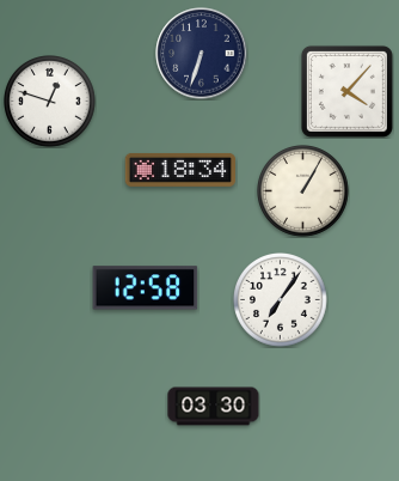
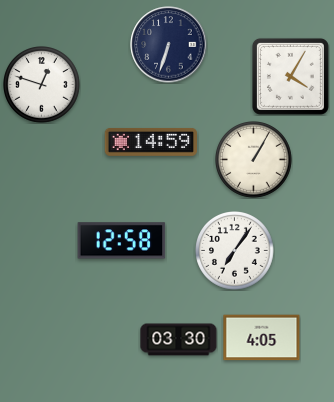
clock at (346, 91): 4:07 -> 4:05
clock at (180, 170): 18:34 -> 14:59
clock at (262, 338): none -> 4:05
